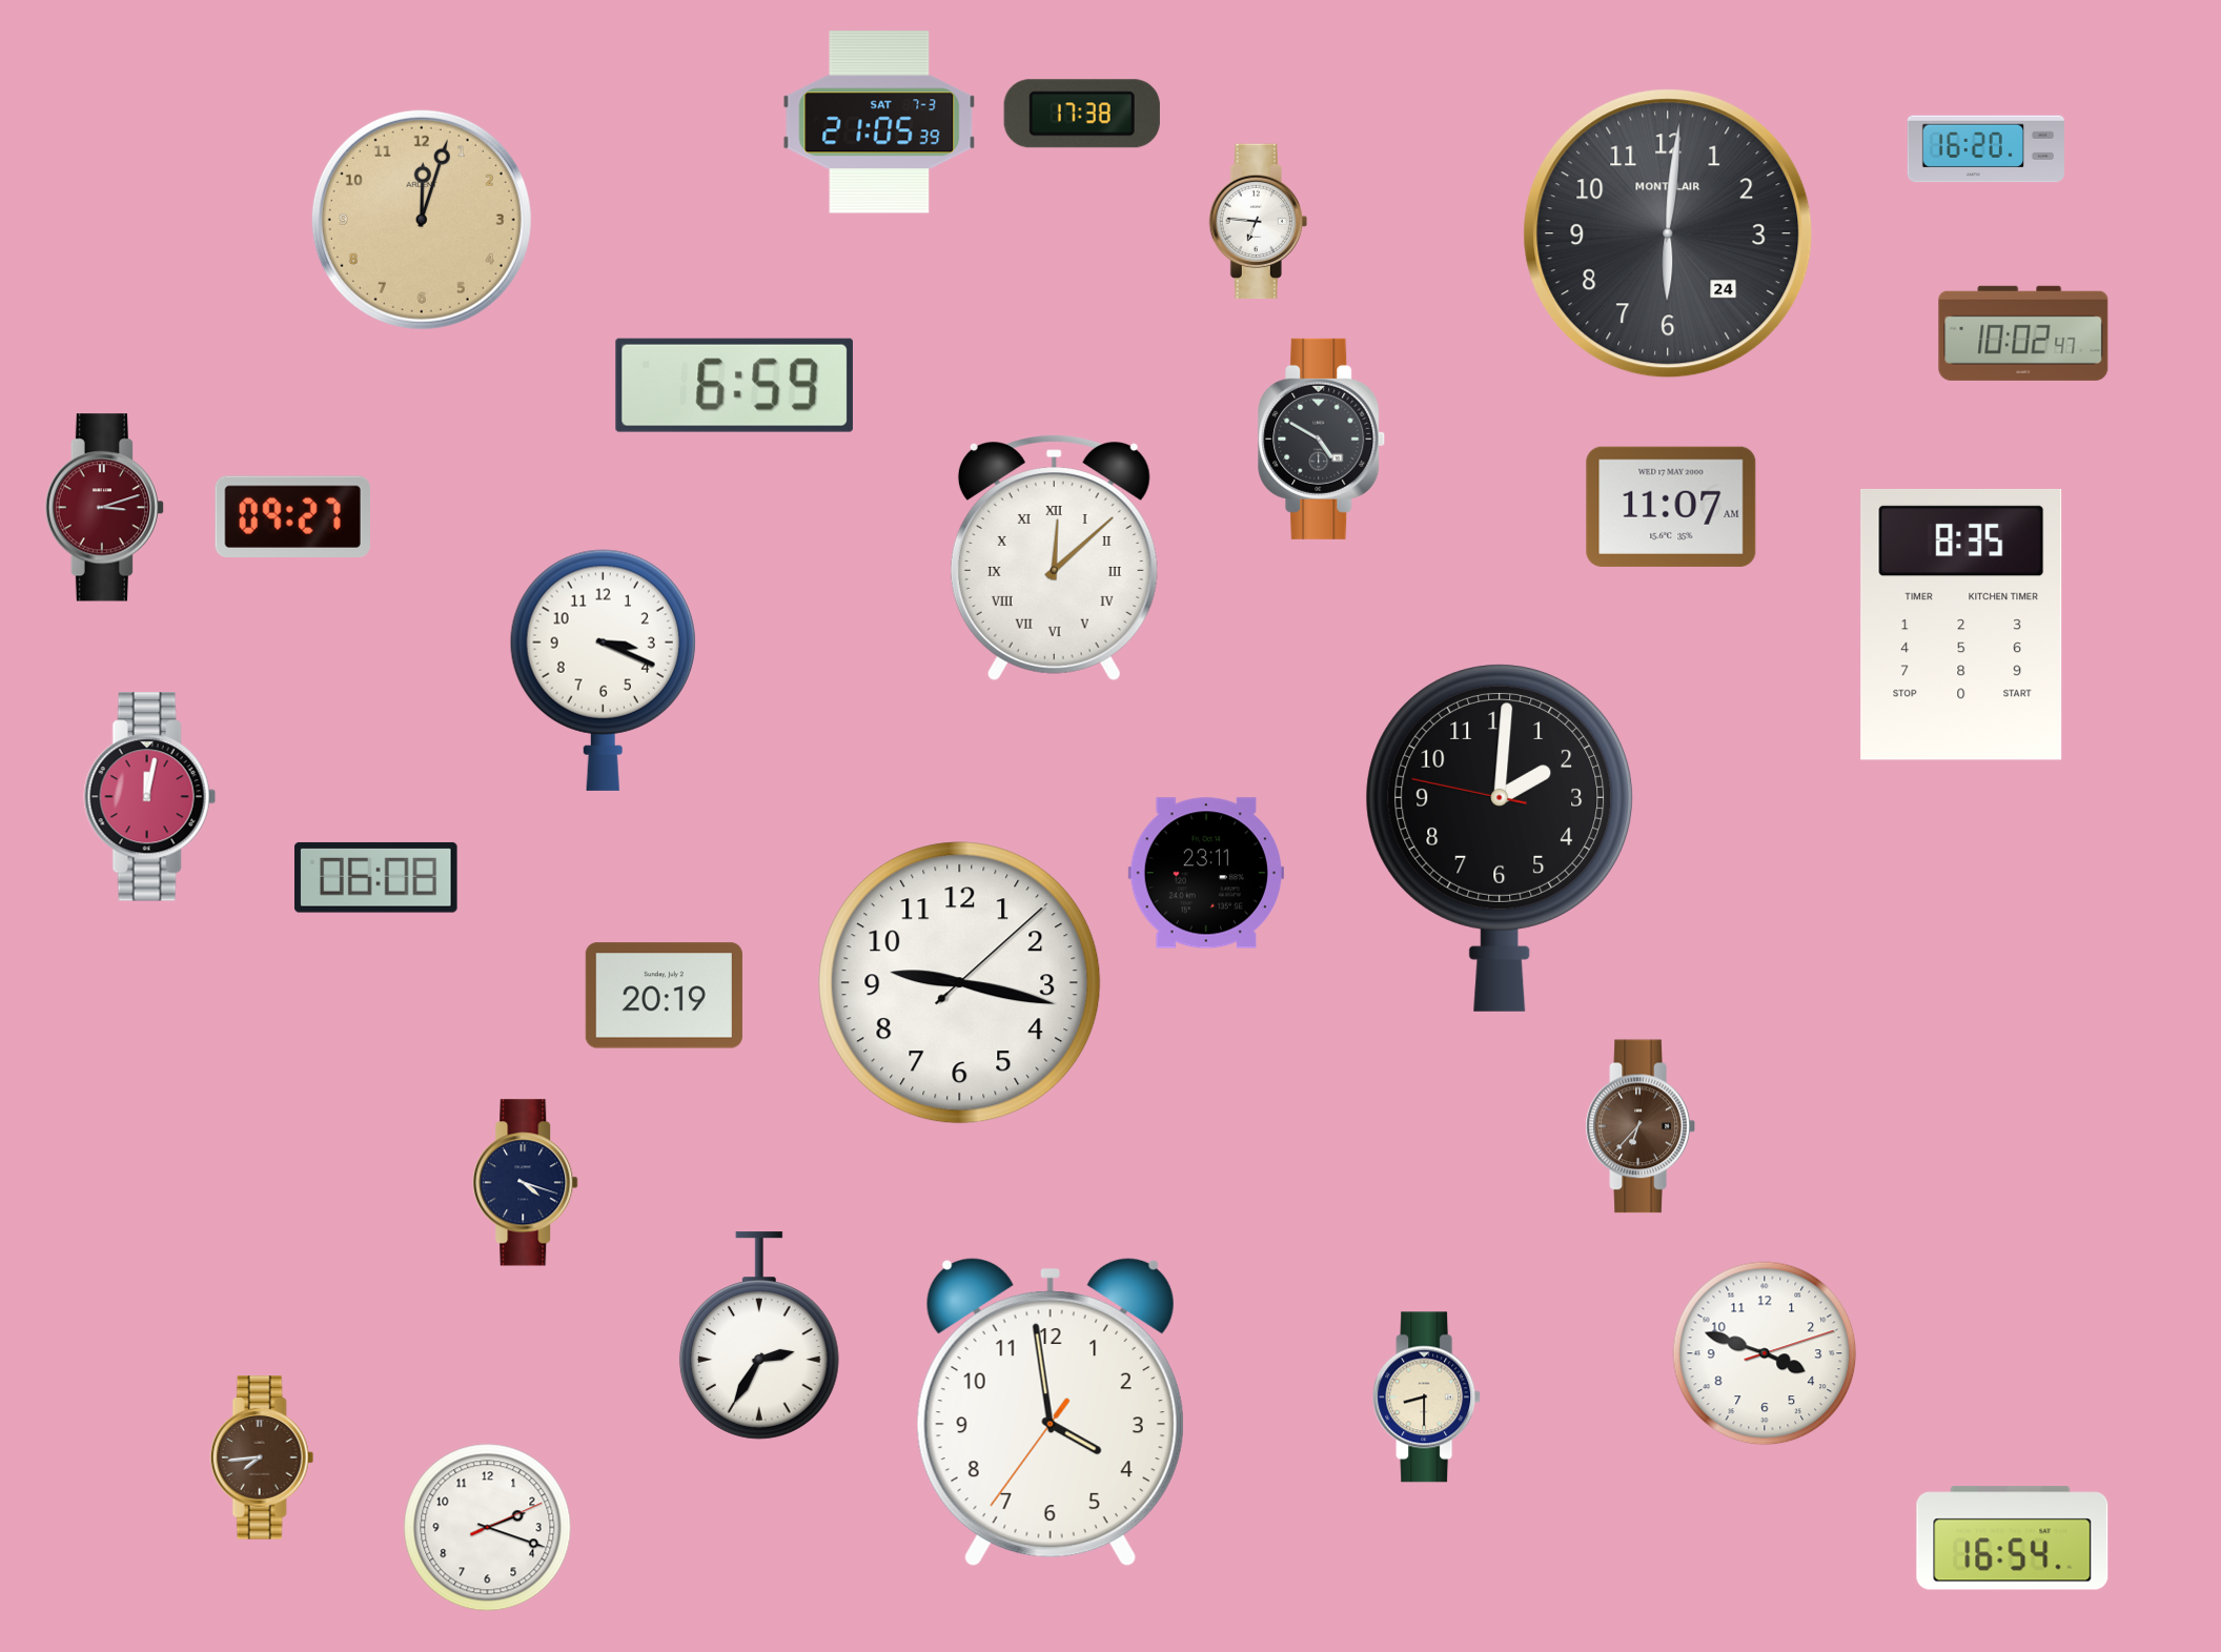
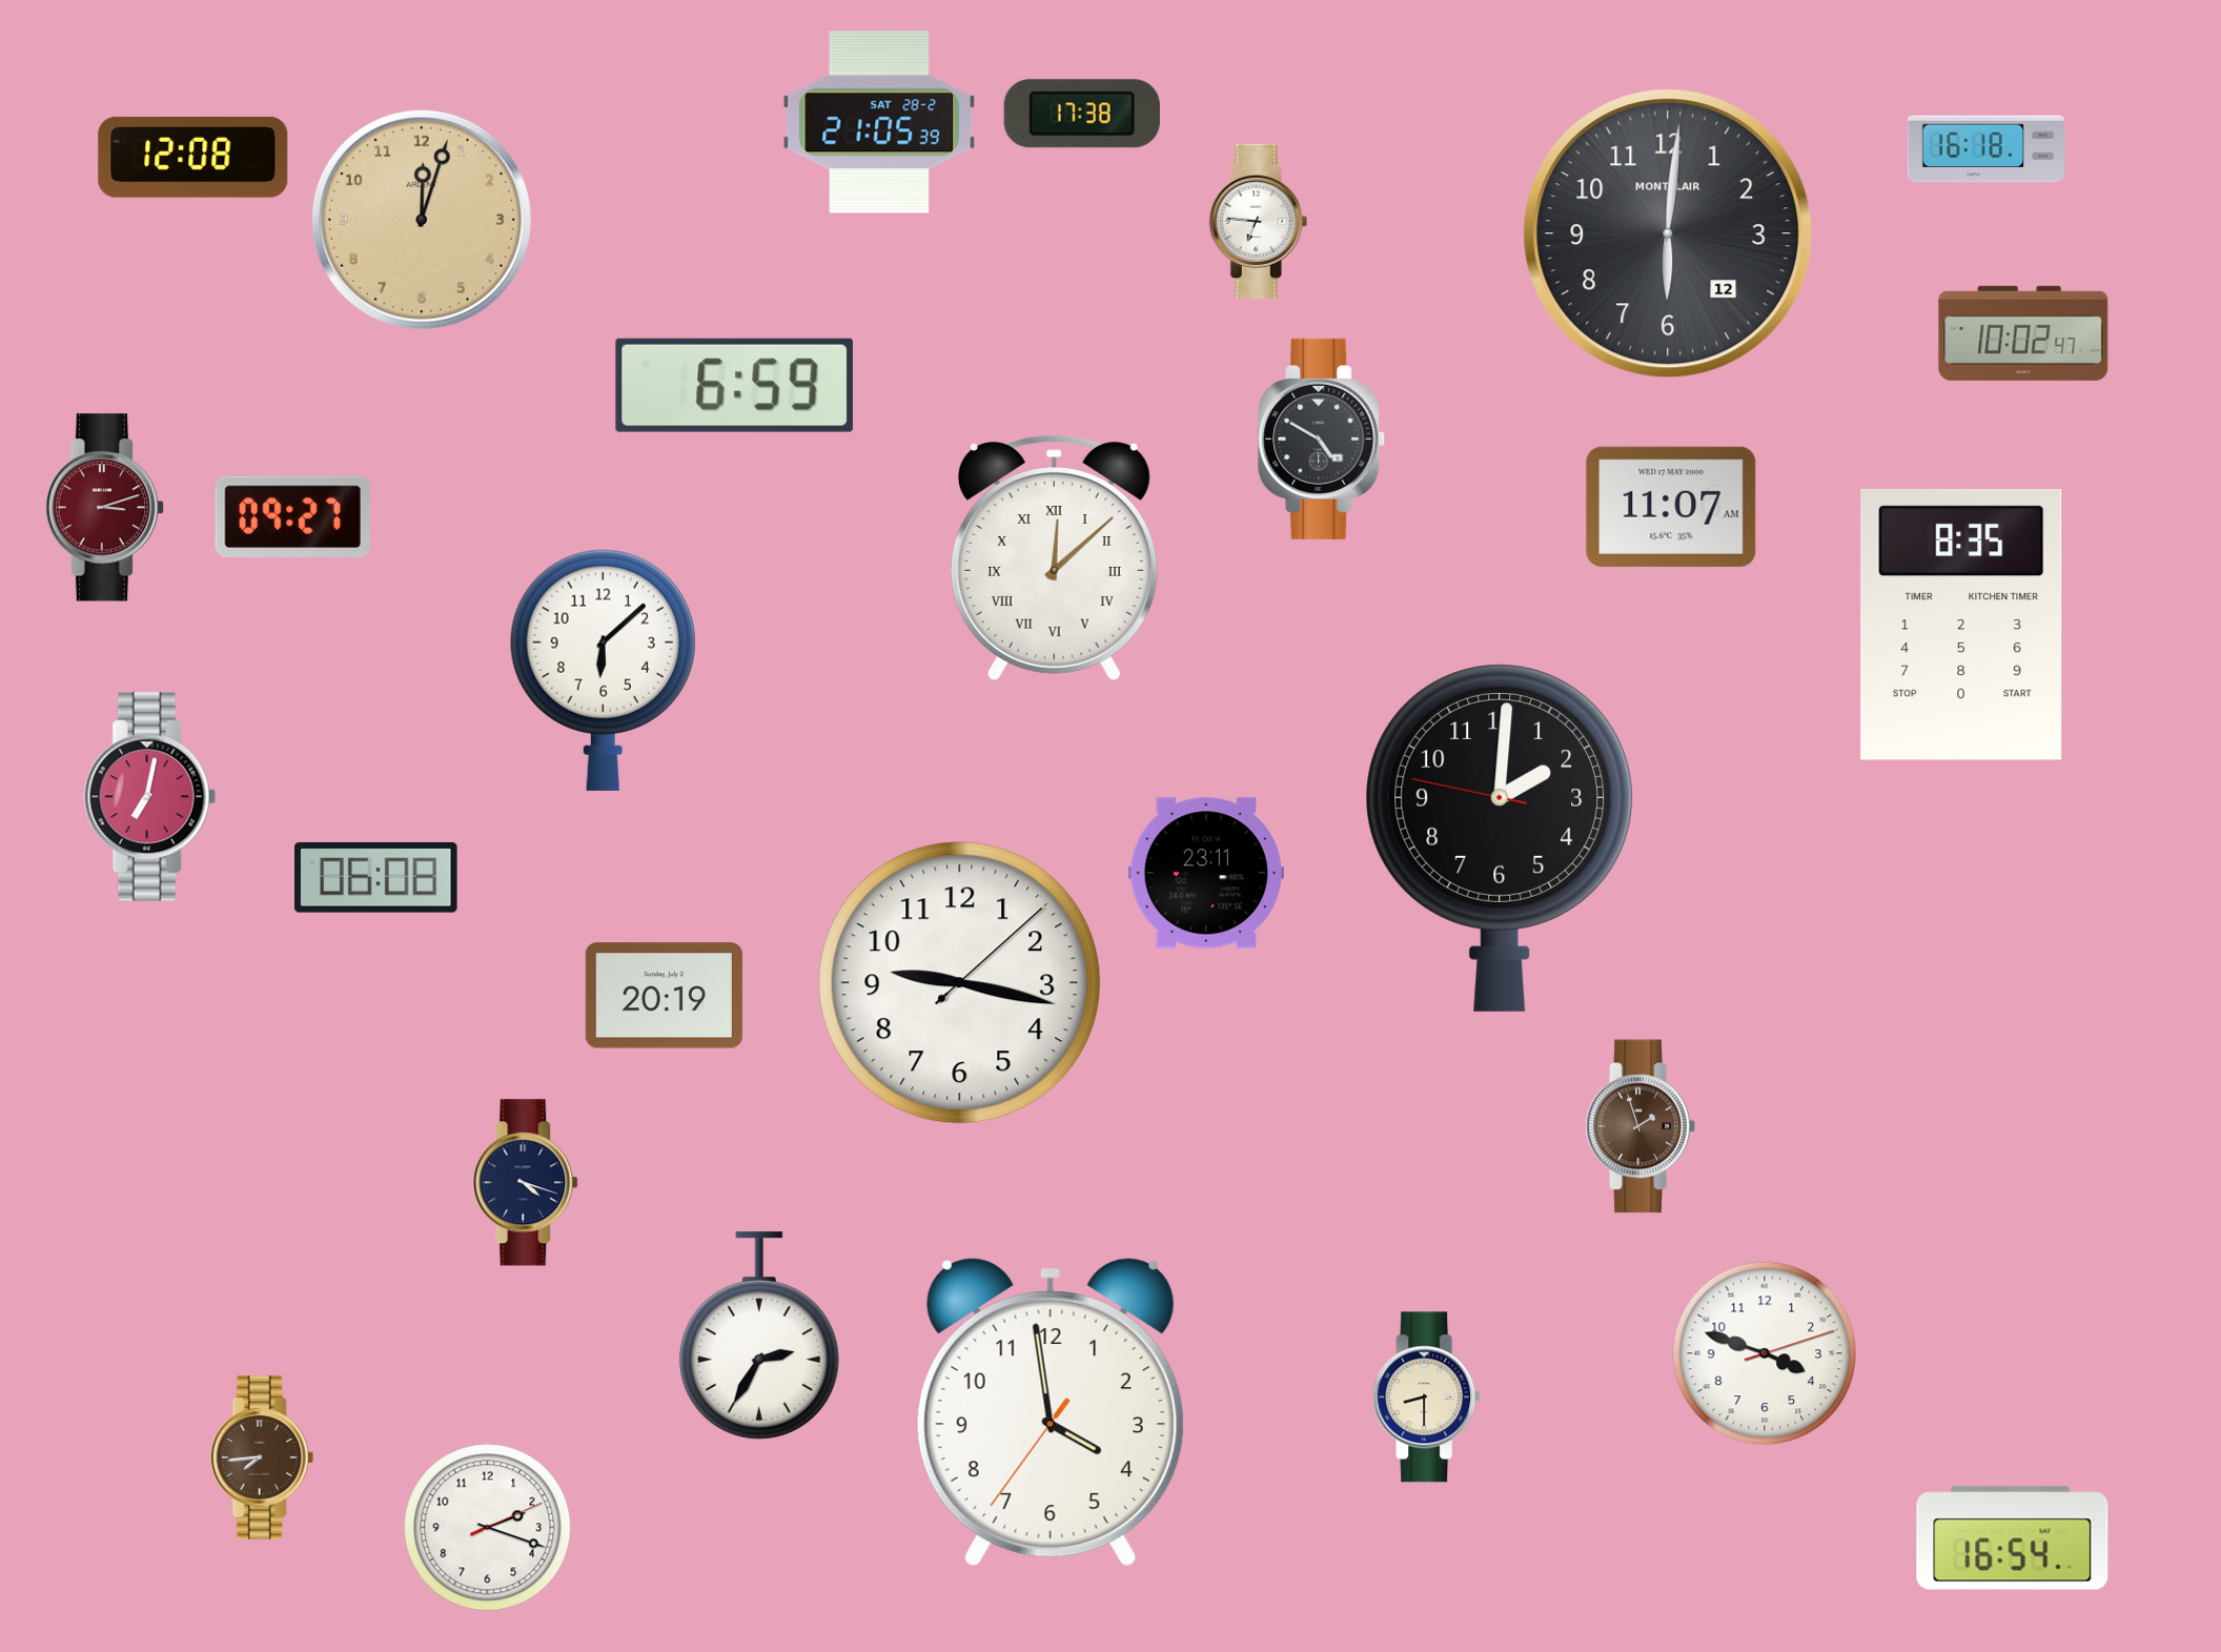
clock at (879, 122) date: SAT 7-3 -> SAT 28-2
clock at (1985, 149): 16:20 -> 16:18
clock at (193, 157): none -> 12:08
clock at (1668, 233) date: 24 -> 12
clock at (603, 670): 3:19 -> 6:08
clock at (149, 797): 12:02 -> 7:02
clock at (1641, 1126): 6:37 -> 1:57
